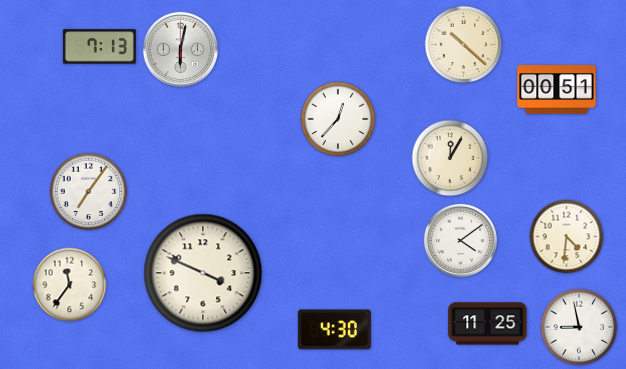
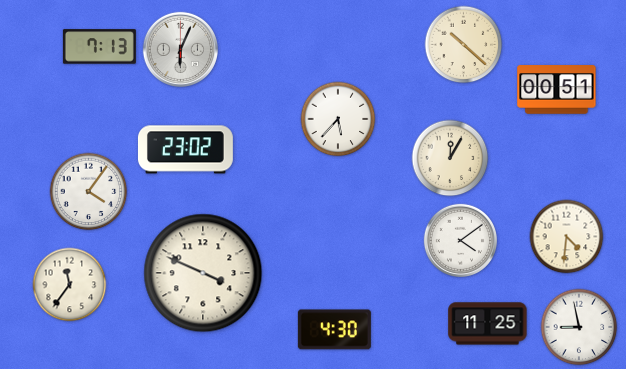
clock at (180, 49): 6:02 -> 6:04
clock at (338, 119): 12:37 -> 5:37
clock at (185, 150): none -> 23:02
clock at (89, 192): 7:06 -> 4:06
